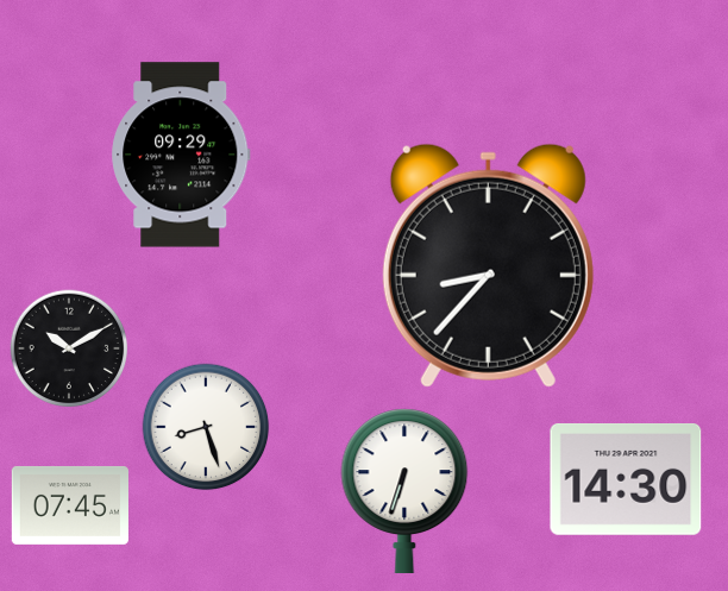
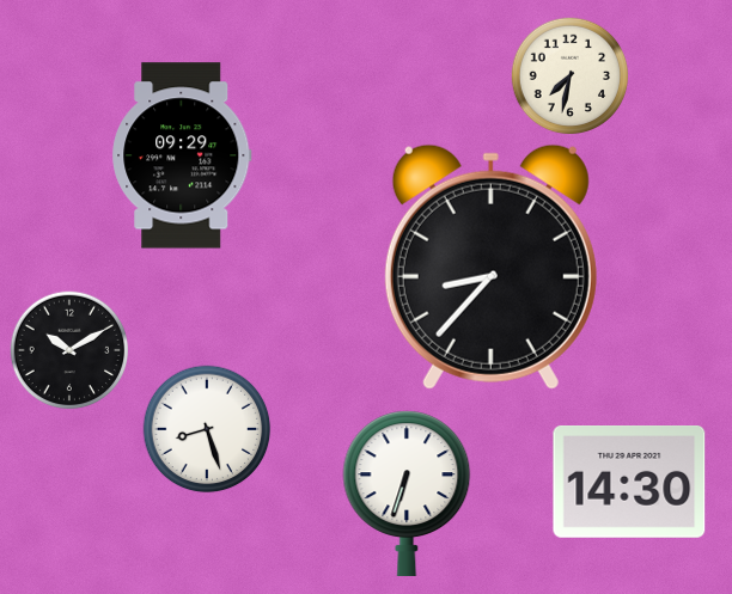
clock at (571, 76): none -> 7:32
clock at (70, 505): 07:45 -> none
